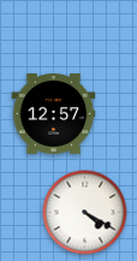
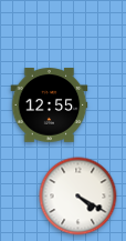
clock at (54, 114): 12:57 -> 12:55
